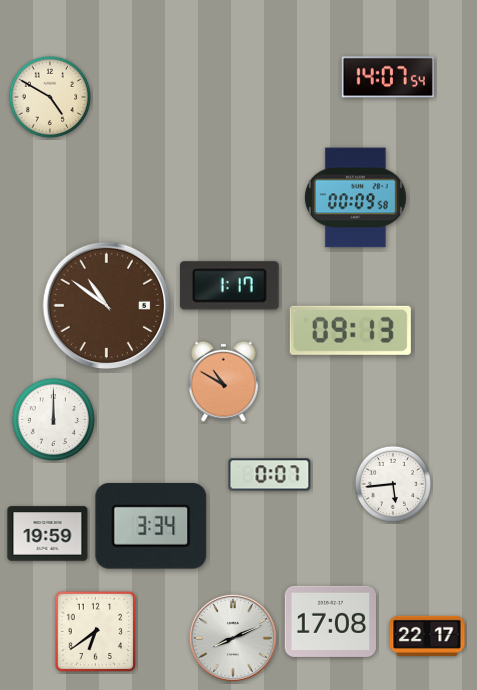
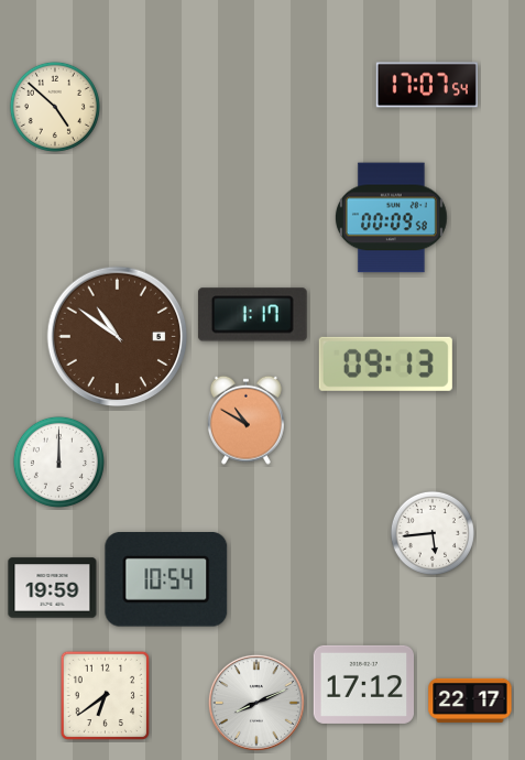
clock at (388, 77): 14:07 -> 17:07
clock at (50, 97): 4:50 -> 4:52
clock at (270, 475): 0:07 -> none
clock at (151, 527): 3:34 -> 10:54
clock at (330, 621): 17:08 -> 17:12
